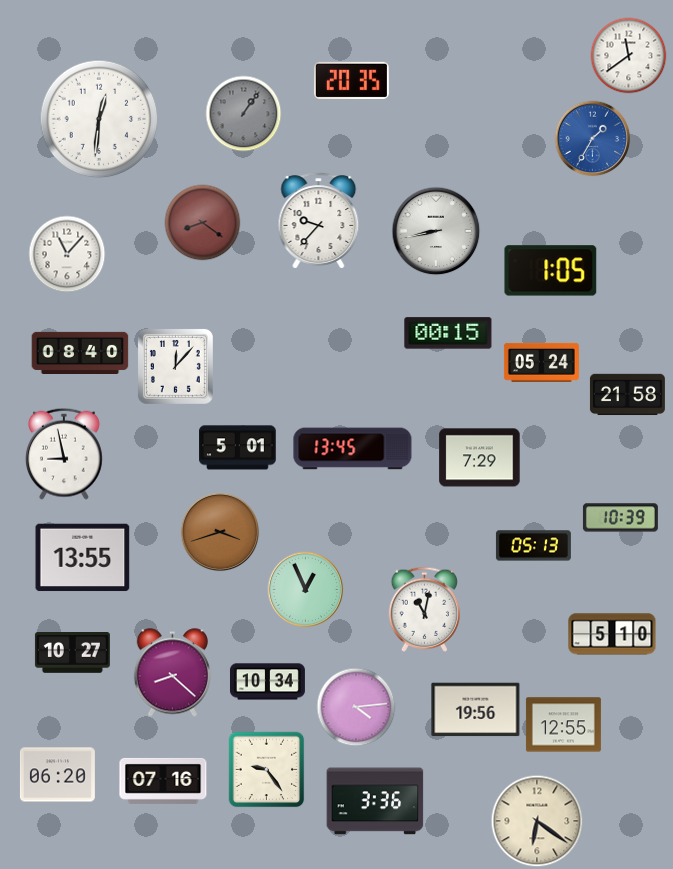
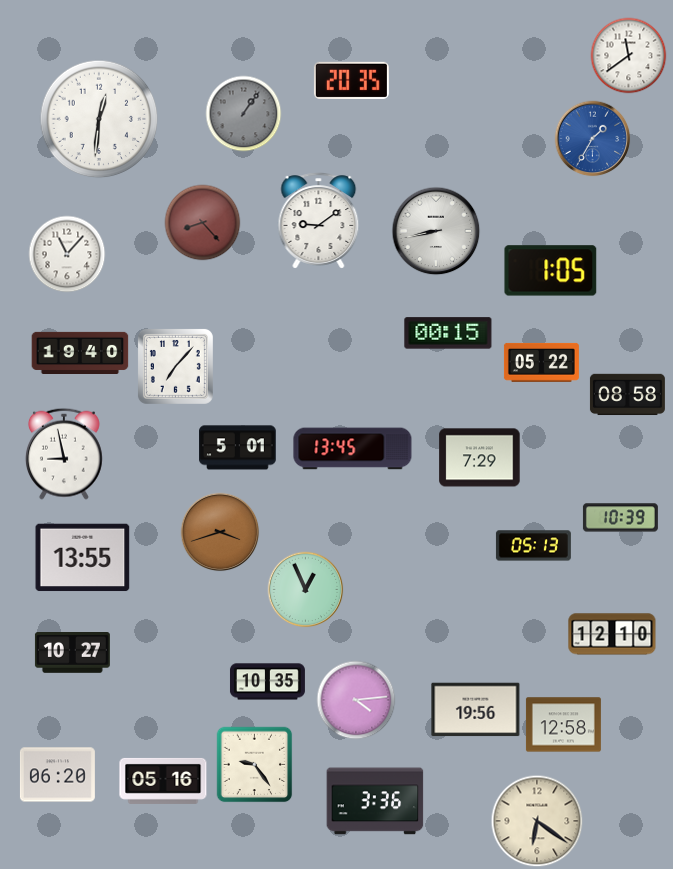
clock at (319, 221): 9:37 -> 9:09
clock at (203, 223): 8:21 -> 8:23
clock at (80, 352): 08:40 -> 19:40
clock at (541, 362): 05:24 -> 05:22
clock at (175, 366): 12:07 -> 7:07
clock at (627, 395): 21:58 -> 08:58
clock at (425, 609): 11:02 -> none
clock at (612, 634): 5:10 -> 12:10
clock at (172, 673): 8:22 -> none
clock at (267, 682): 10:34 -> 10:35
clock at (356, 707) position: (356, 707) -> (356, 700)
clock at (563, 725): 12:55 -> 12:58
clock at (267, 770) position: (267, 770) -> (255, 765)
clock at (163, 781): 07:16 -> 05:16
